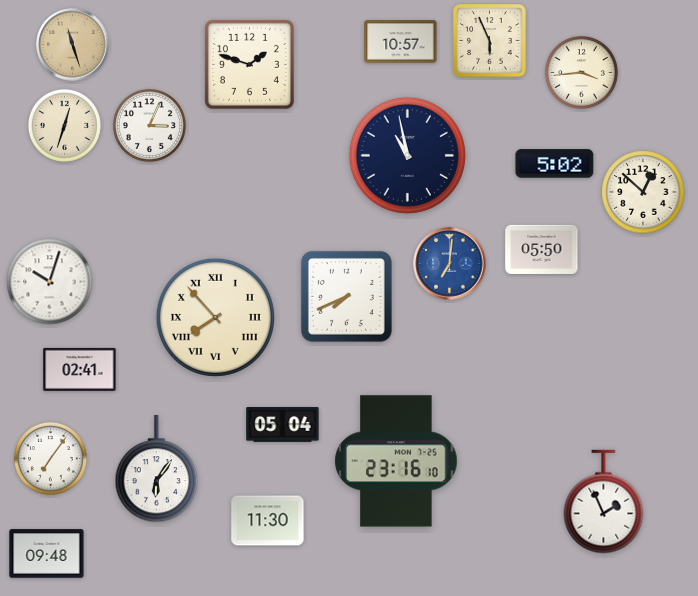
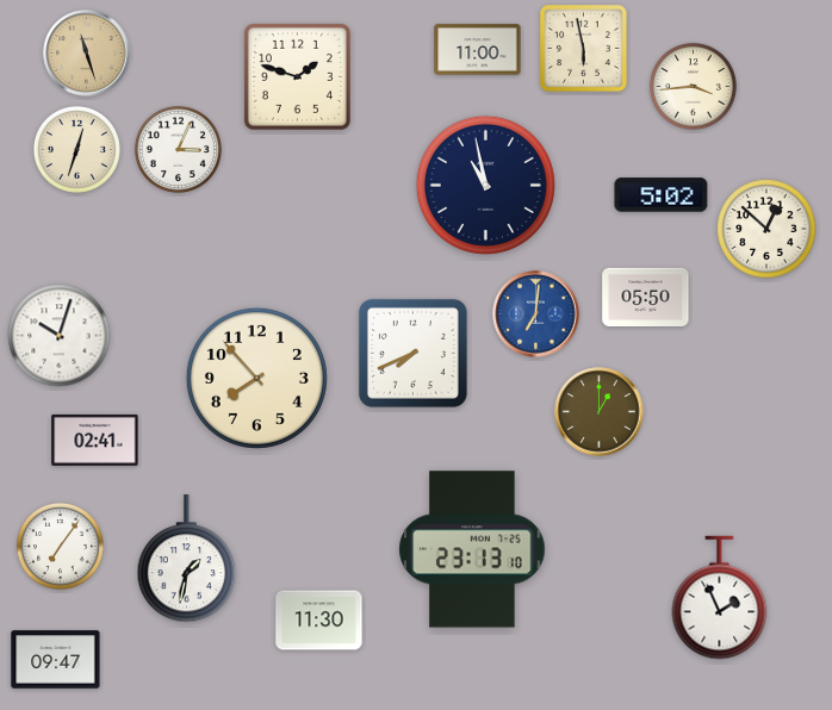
clock at (490, 41): 5:56 -> 5:58
clock at (401, 42): 10:57 -> 11:00
clock at (215, 317) numerals: Roman -> Arabic
clock at (600, 412): none -> 1:00
clock at (283, 425): 05:04 -> none
clock at (396, 461): 23:16 -> 23:13
clock at (157, 469): 6:06 -> 1:32
clock at (47, 554): 09:48 -> 09:47
